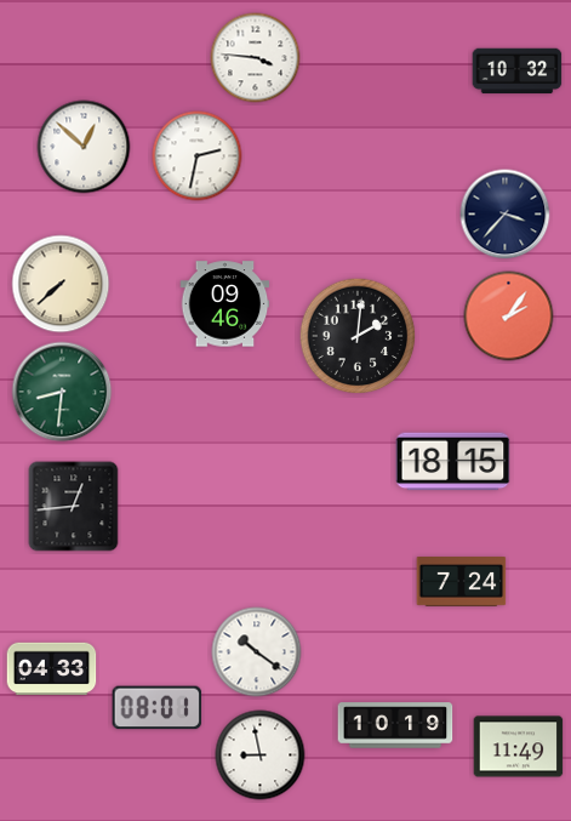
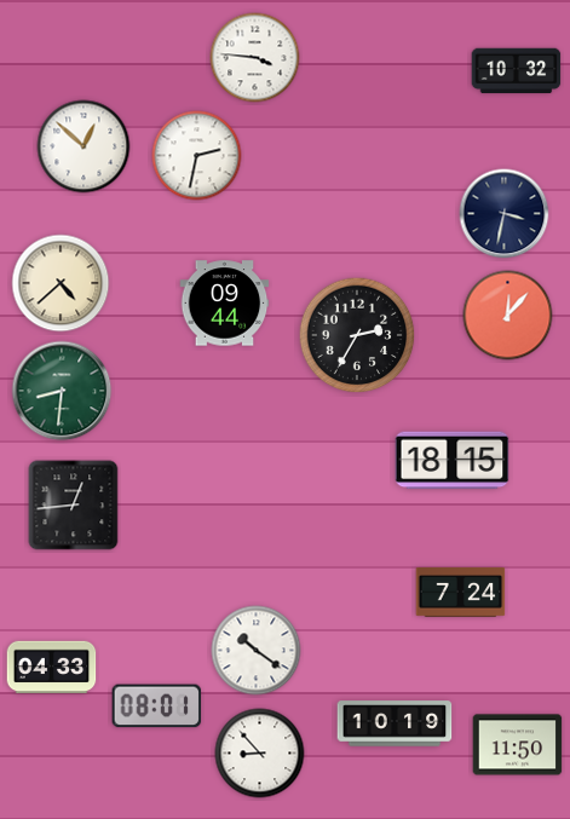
clock at (506, 215): 3:37 -> 3:32
clock at (61, 284): 7:38 -> 4:38
clock at (225, 304): 09:46 -> 09:44
clock at (509, 317): 2:06 -> 12:07
clock at (358, 336): 2:01 -> 2:35
clock at (462, 582) position: (462, 582) -> (461, 593)
clock at (519, 747): 11:49 -> 11:50
clock at (261, 756): 8:58 -> 8:53
